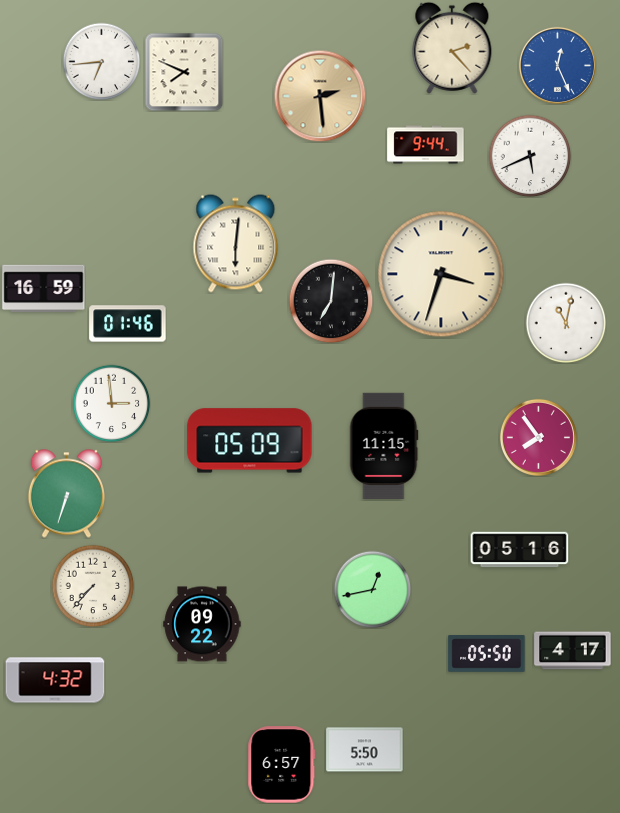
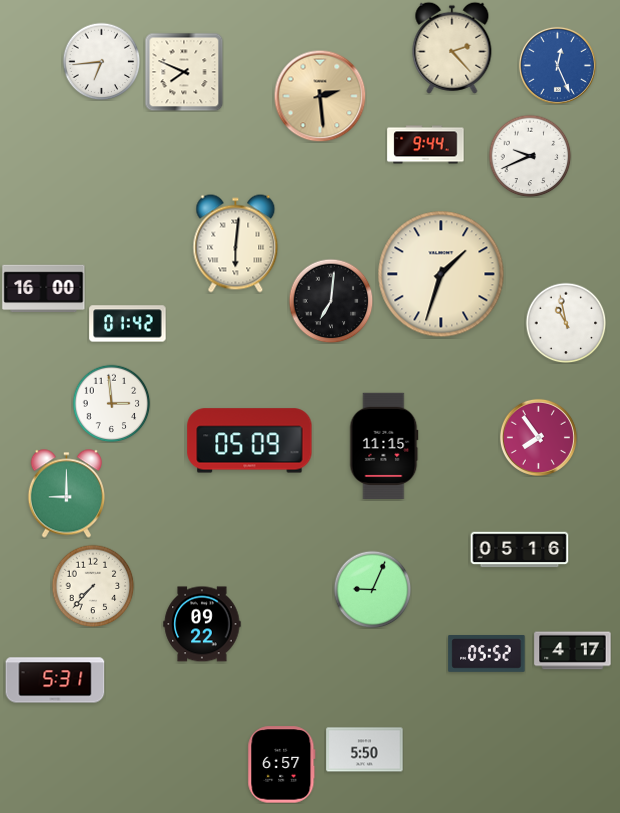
clock at (530, 156): 5:41 -> 9:41
clock at (441, 274): 3:33 -> 1:33
clock at (44, 289): 16:59 -> 16:00
clock at (566, 323): 11:02 -> 10:58
clock at (128, 324): 01:46 -> 01:42
clock at (66, 494): 6:33 -> 9:00
clock at (372, 589): 12:43 -> 9:04
clock at (487, 654): 05:50 -> 05:52
clock at (55, 680): 4:32 -> 5:31
